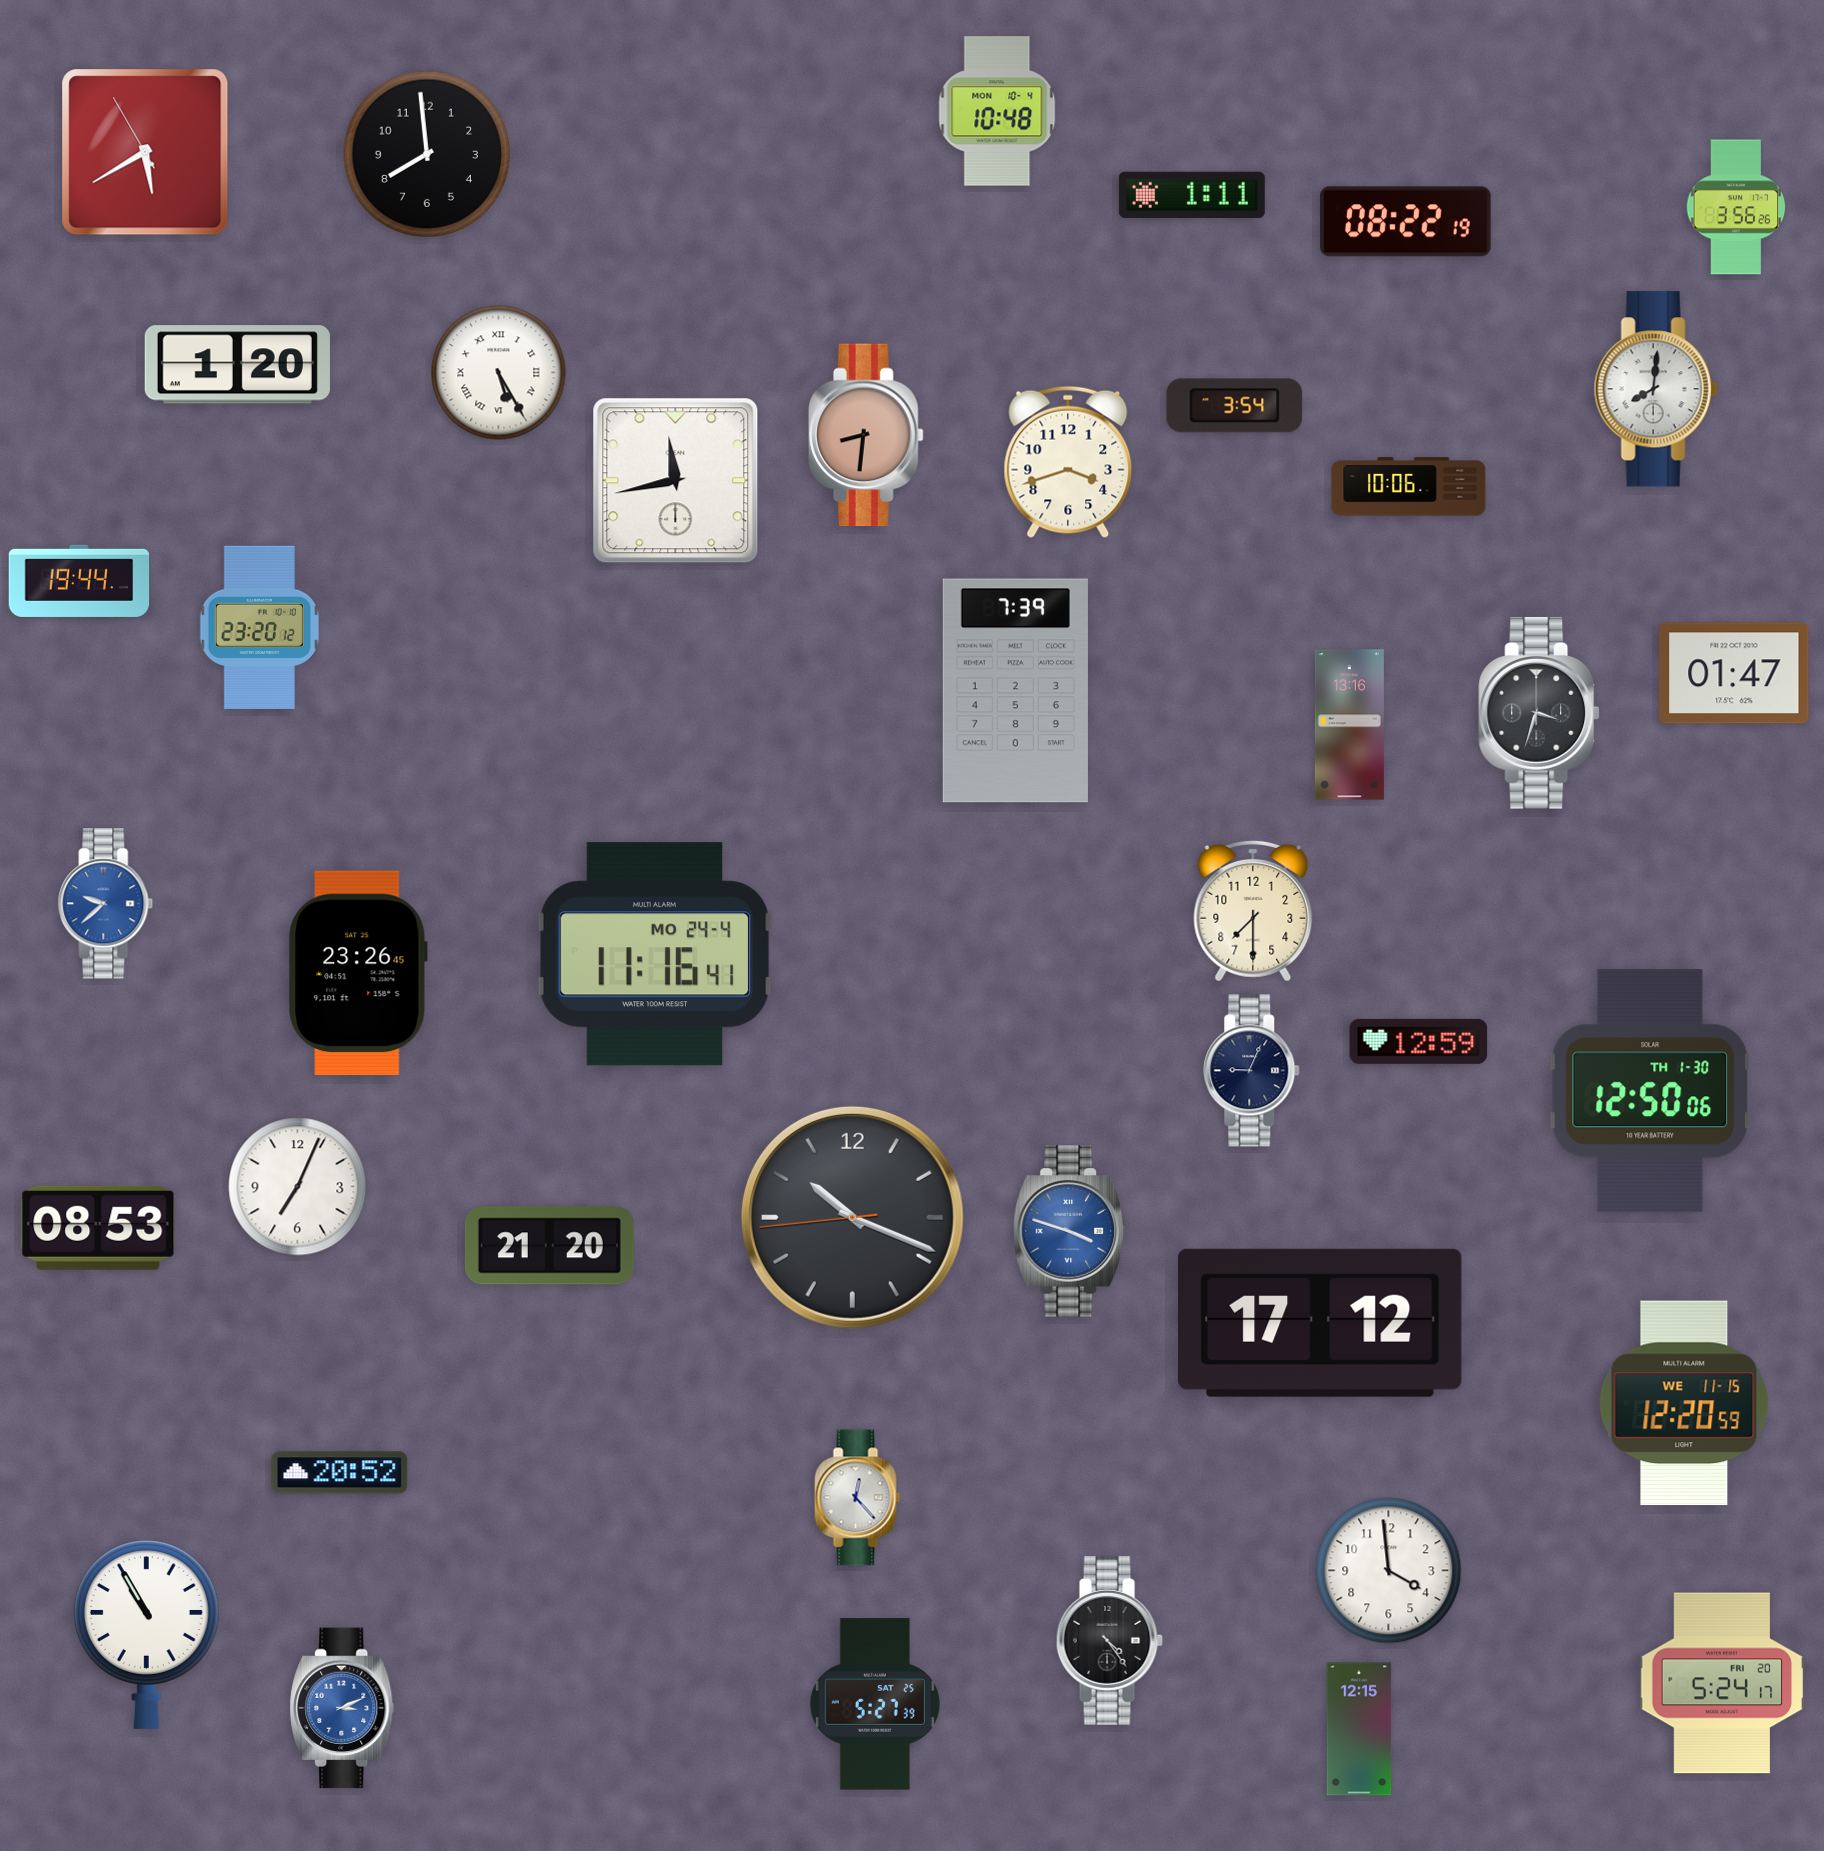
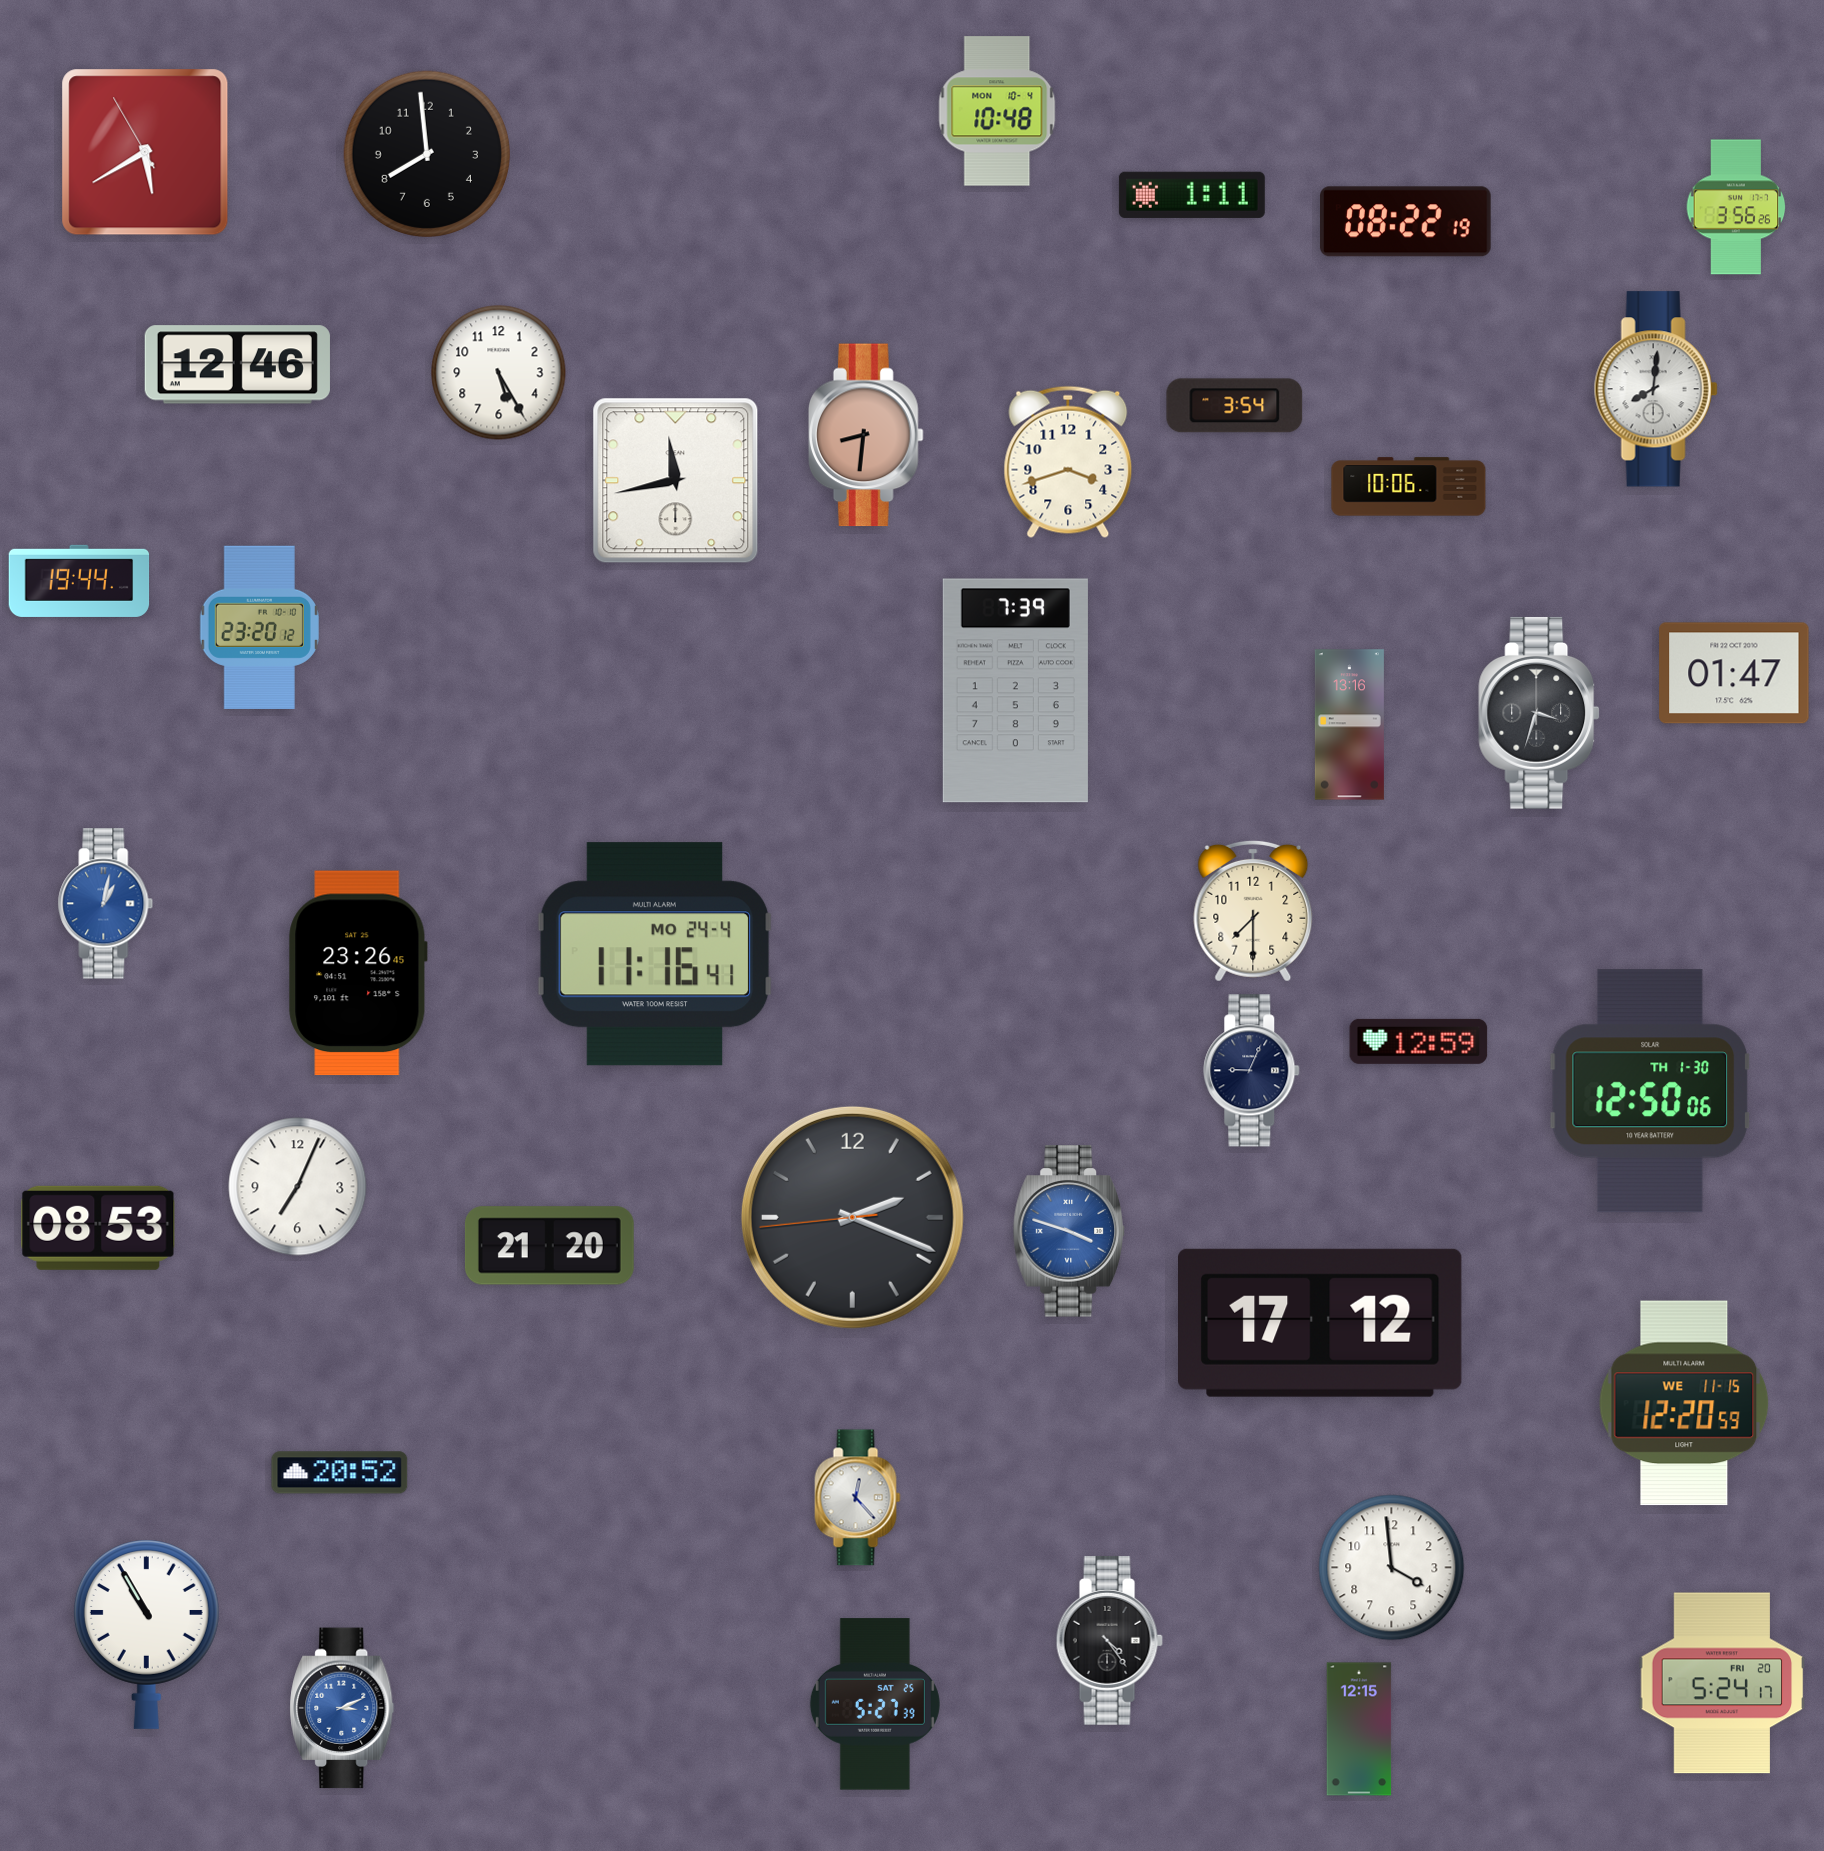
clock at (237, 365): 1:20 -> 12:46
clock at (499, 373) numerals: Roman -> Arabic
clock at (106, 904): 9:38 -> 1:02
clock at (852, 1217): 10:18 -> 2:18
clock at (1389, 1571) position: (1389, 1571) -> (1392, 1568)
